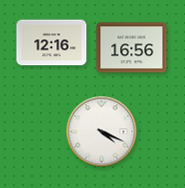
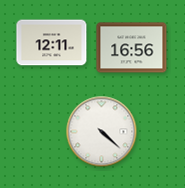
clock at (52, 43): 12:16 -> 12:11
clock at (102, 132): 4:19 -> 4:22
